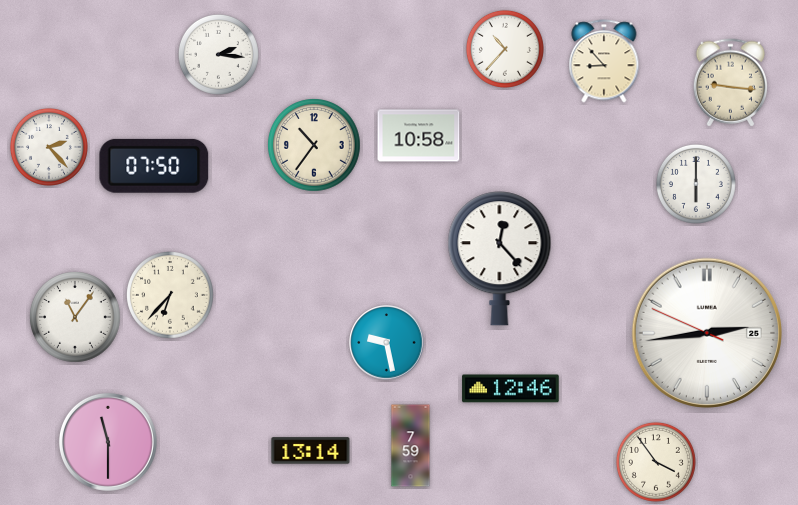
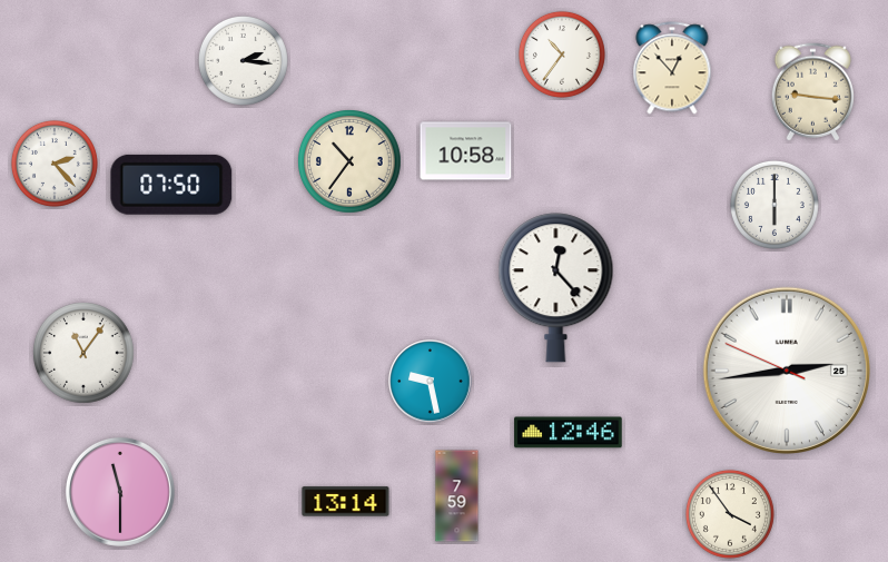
clock at (505, 49): 10:37 -> 10:36
clock at (604, 61): 8:53 -> 12:53
clock at (171, 296): 6:37 -> none
